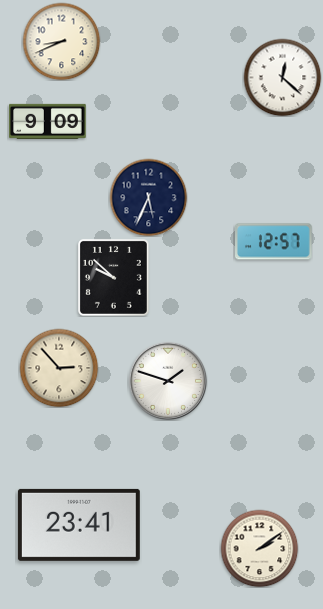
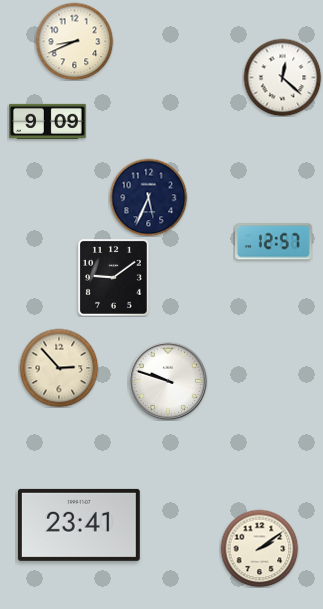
clock at (61, 41) position: (61, 41) -> (74, 41)
clock at (113, 277): 9:52 -> 9:09
clock at (168, 381): 1:48 -> 9:48
